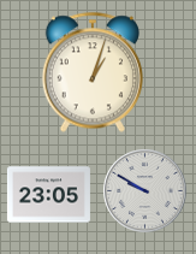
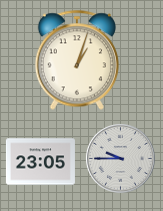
clock at (145, 191): 9:50 -> 9:45
